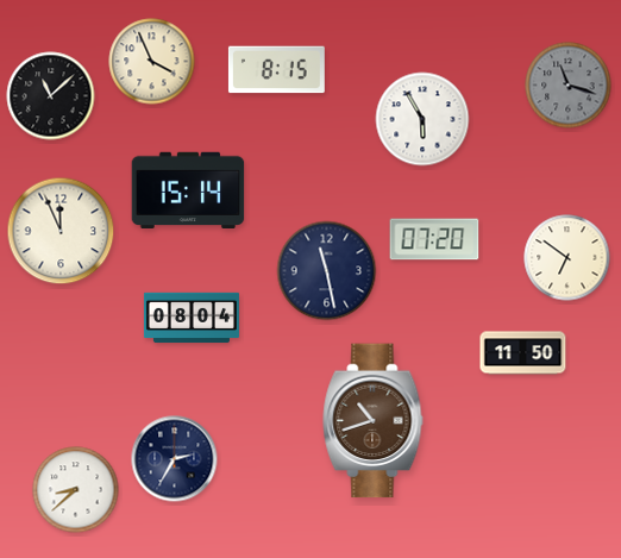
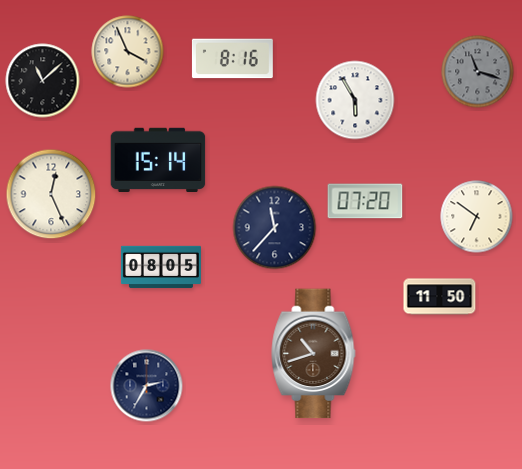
clock at (276, 70): 8:15 -> 8:16
clock at (61, 231): 11:56 -> 12:26
clock at (327, 271): 11:28 -> 11:37
clock at (192, 318): 08:04 -> 08:05
clock at (76, 490): 8:38 -> none
